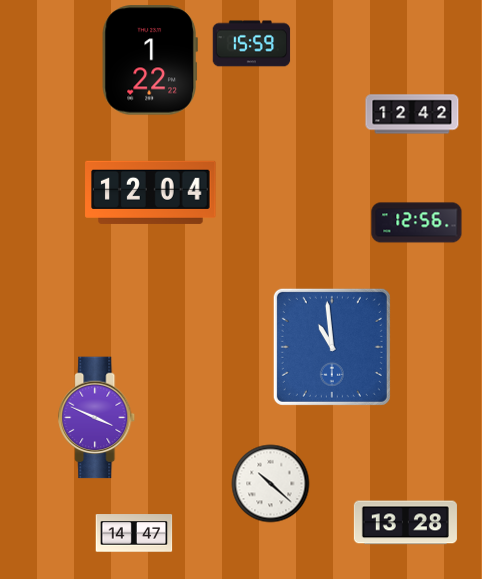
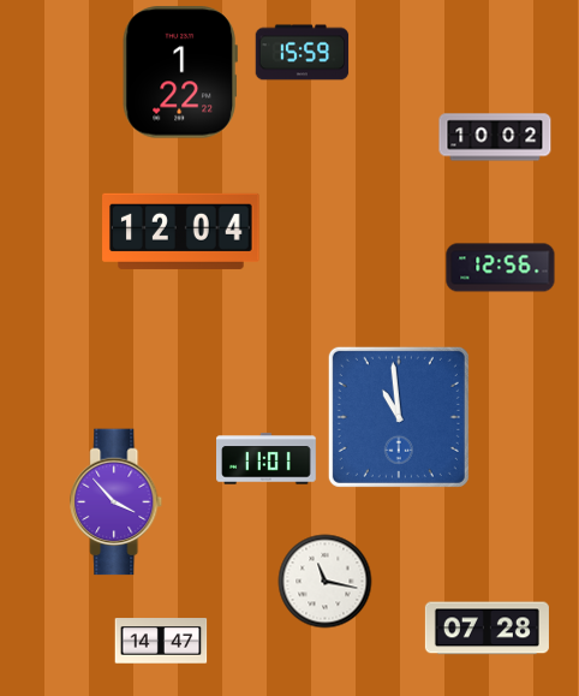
clock at (412, 114): 12:42 -> 10:02
clock at (267, 459): none -> 11:01
clock at (97, 418): 3:49 -> 3:53
clock at (271, 484): 10:22 -> 11:17
clock at (405, 523): 13:28 -> 07:28
